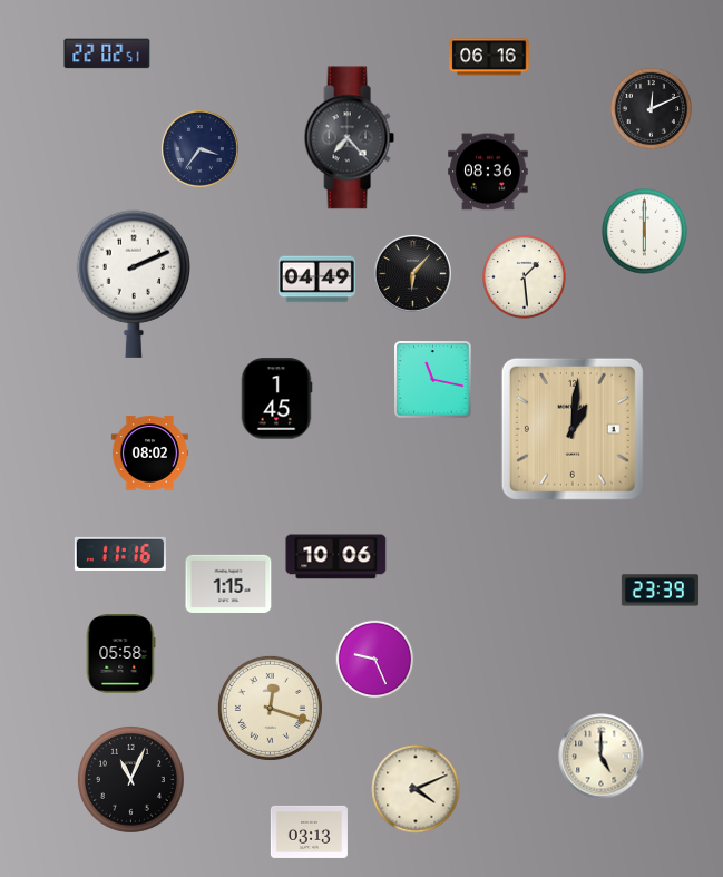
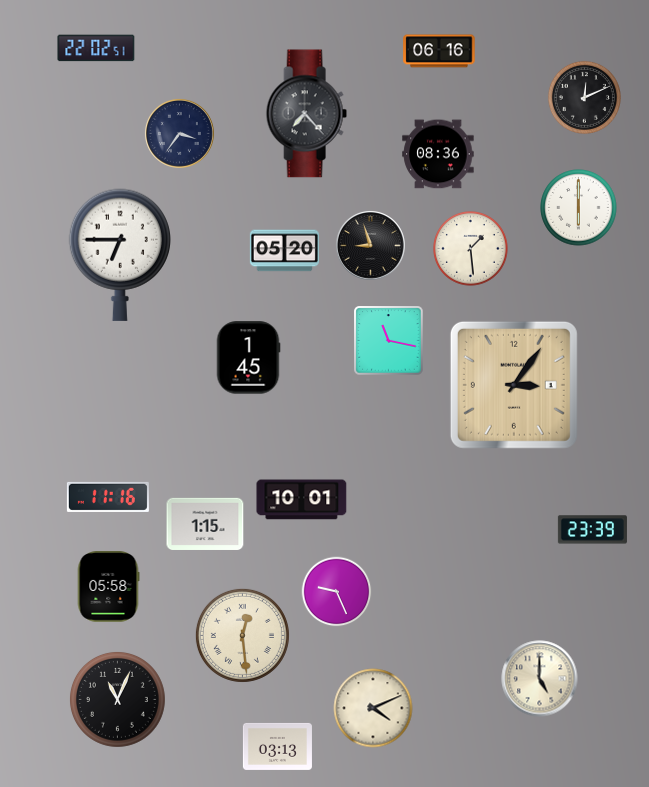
clock at (349, 138) position: (349, 138) -> (306, 114)
clock at (412, 273): 6:07 -> 8:57
clock at (316, 280): 04:49 -> 05:20
clock at (134, 284): 2:11 -> 6:45
clock at (573, 429): 1:01 -> 3:06
clock at (149, 454): 08:02 -> none
clock at (336, 557): 10:06 -> 10:01
clock at (270, 708): 12:18 -> 12:29
